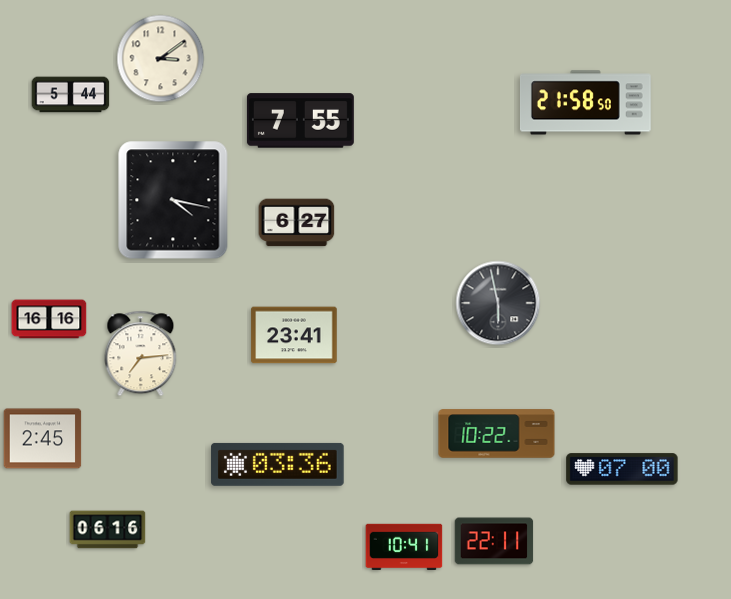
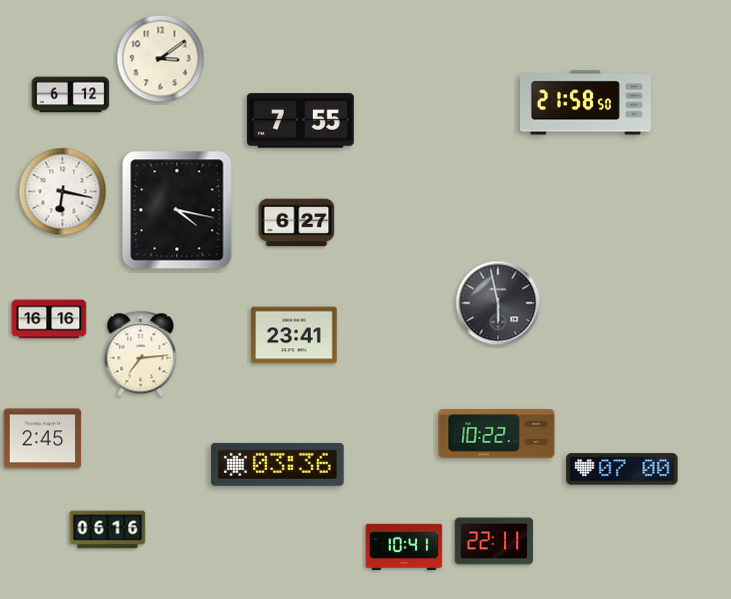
clock at (71, 95): 5:44 -> 6:12
clock at (63, 192): none -> 6:17
clock at (173, 200) position: (173, 200) -> (177, 210)
